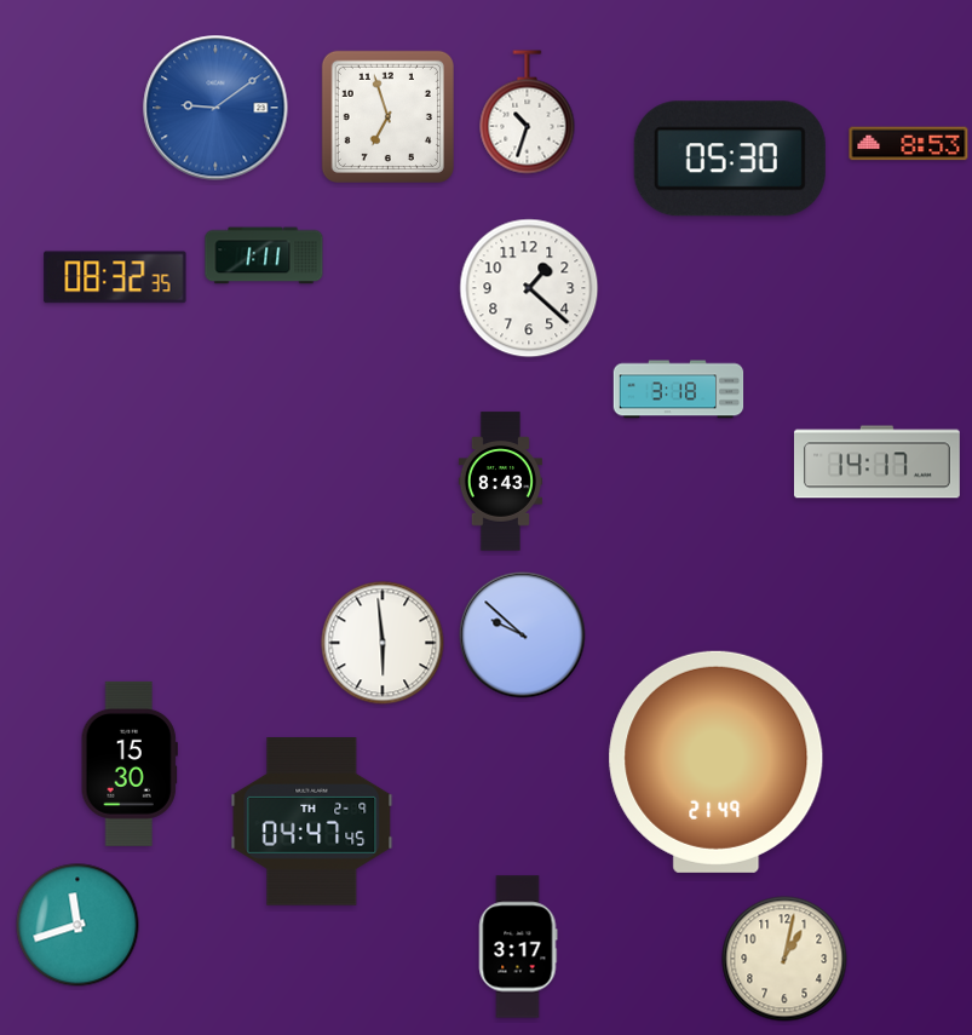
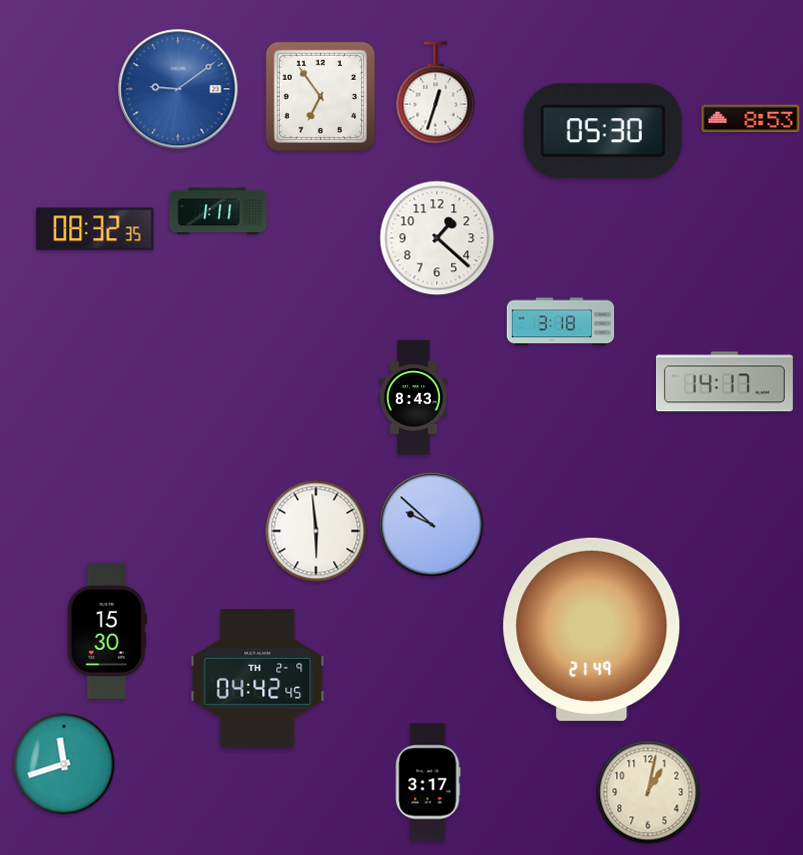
clock at (528, 113): 10:33 -> 12:33
clock at (387, 116): 6:57 -> 6:54
clock at (312, 822): 04:47 -> 04:42
